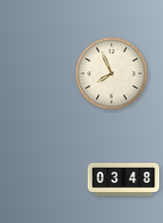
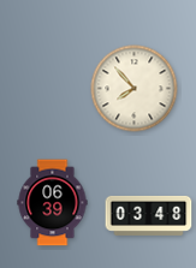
clock at (112, 74): 7:56 -> 7:53
clock at (53, 203): none -> 06:39
